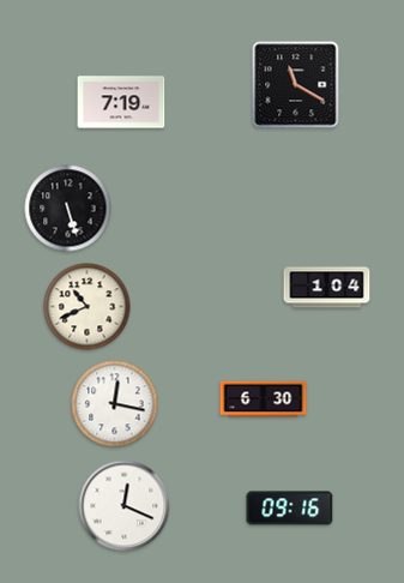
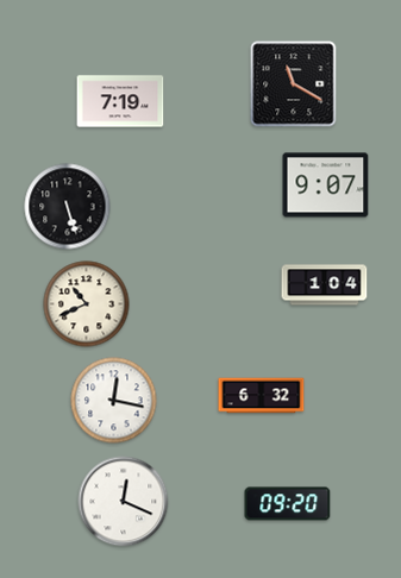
clock at (326, 186): none -> 9:07
clock at (264, 399): 6:30 -> 6:32
clock at (290, 509): 09:16 -> 09:20
